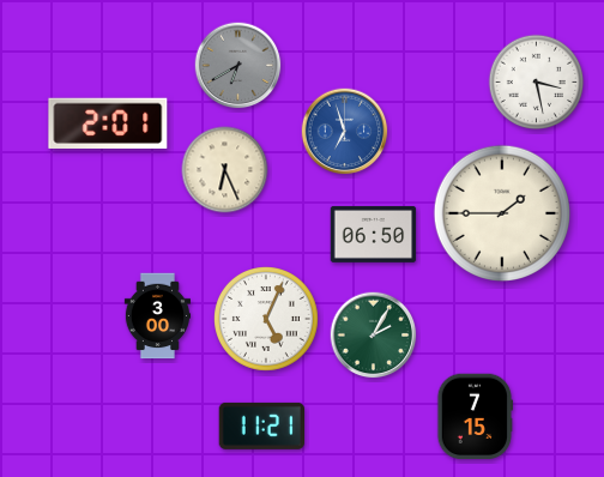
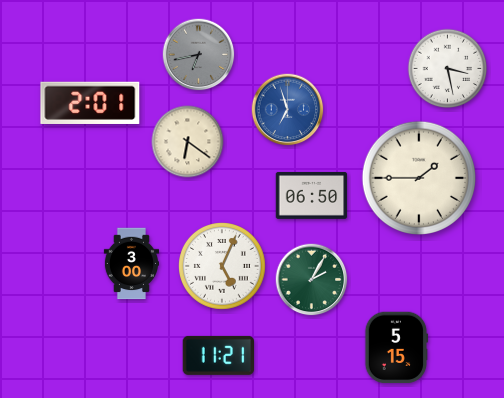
clock at (238, 66): 6:40 -> 6:43
clock at (225, 170): 6:26 -> 6:21
clock at (476, 417): 7:15 -> 5:15
